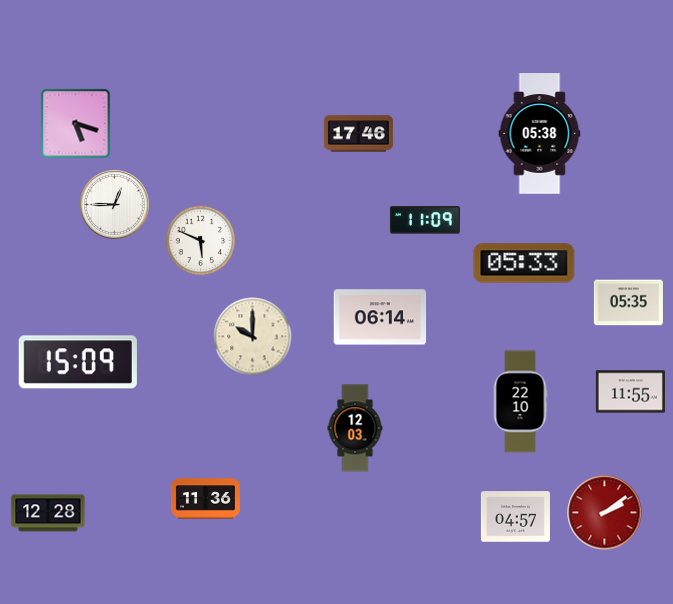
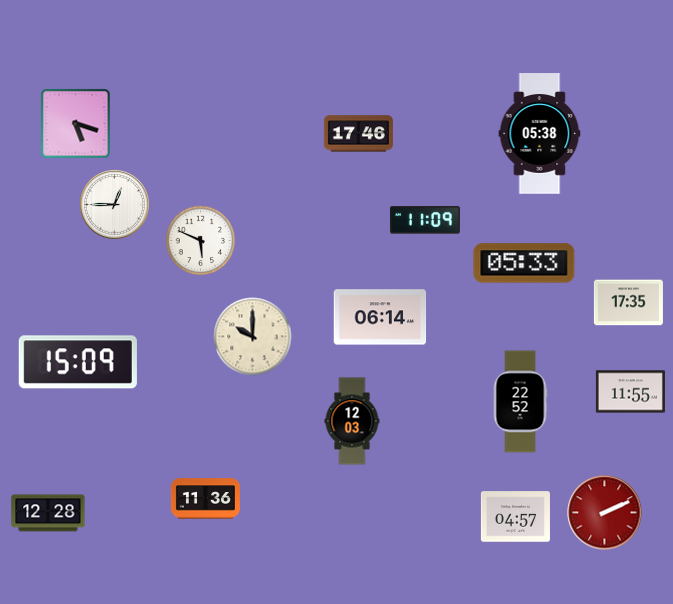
clock at (628, 303): 05:35 -> 17:35
clock at (520, 402): 22:10 -> 22:52
clock at (355, 428) position: (355, 428) -> (352, 421)
clock at (605, 513): 2:09 -> 2:11
